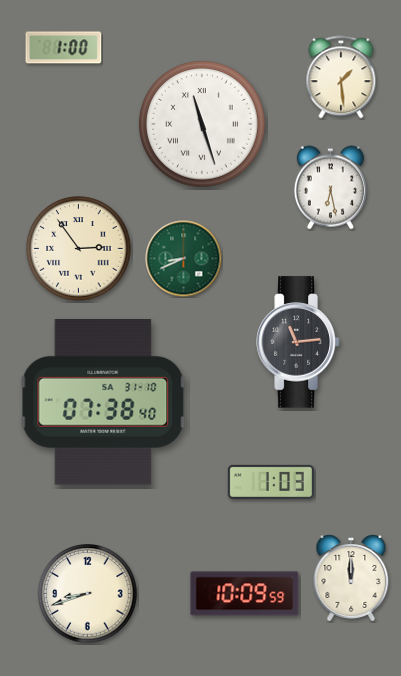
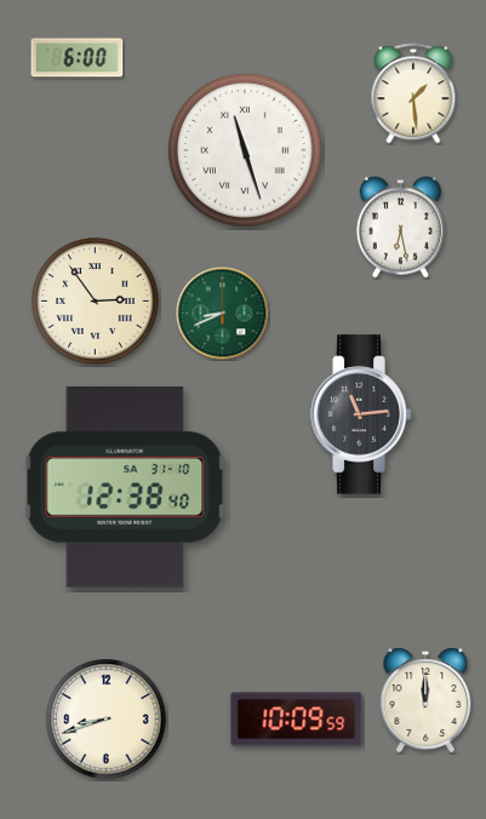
clock at (64, 48): 1:00 -> 6:00
clock at (103, 403): 07:38 -> 12:38
clock at (271, 482): 1:03 -> none
